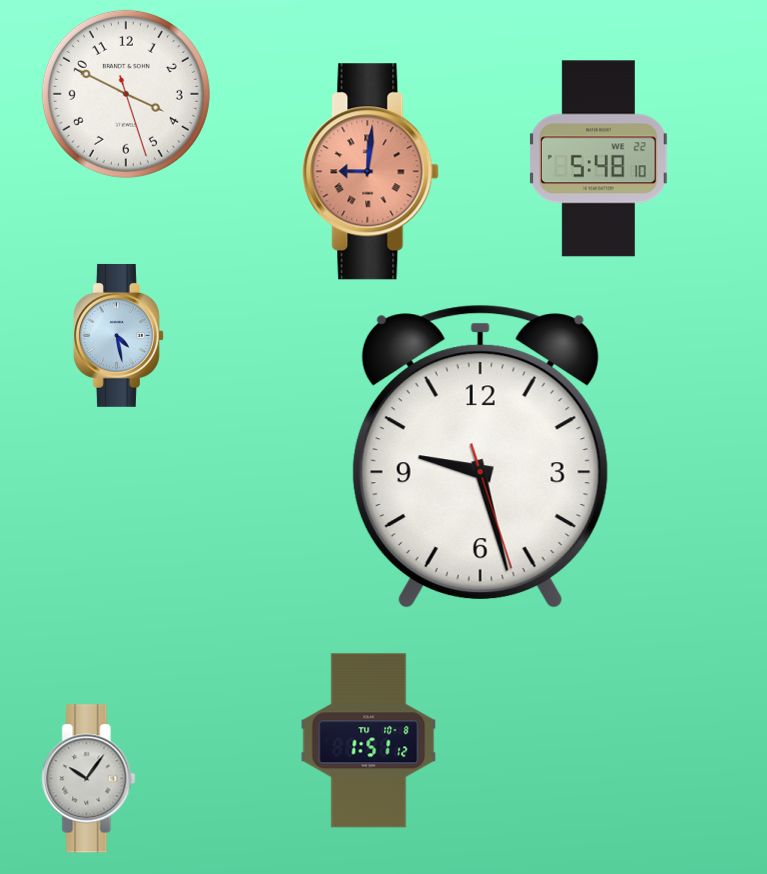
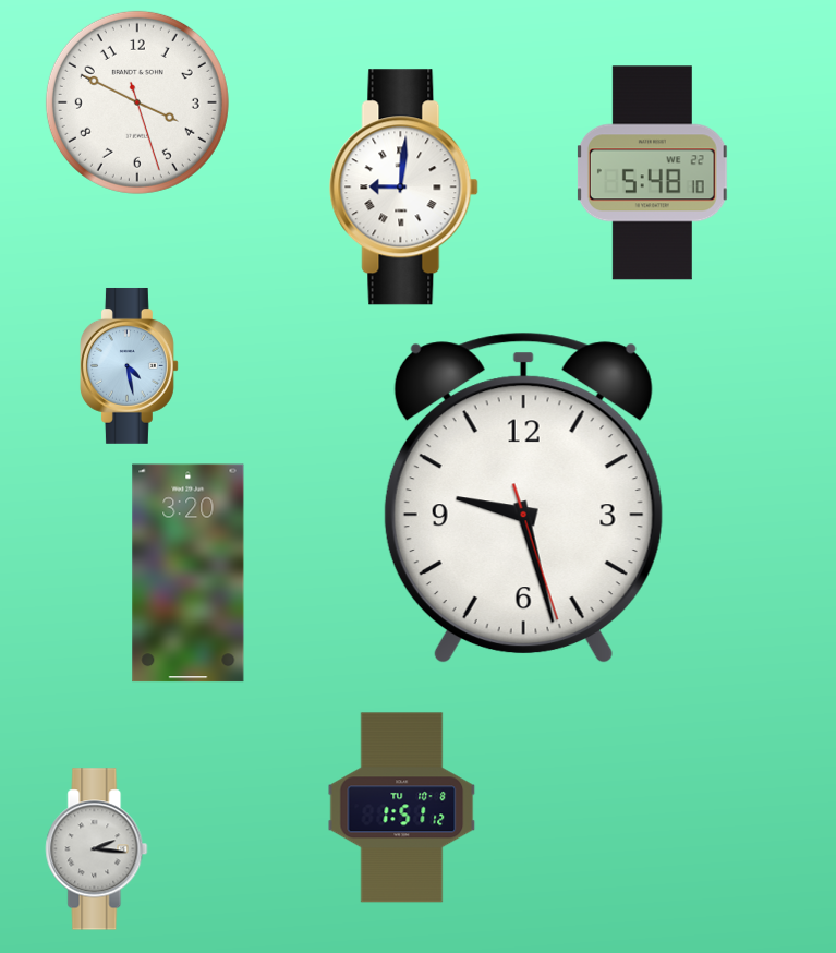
clock at (371, 172) dial: salmon -> white
clock at (189, 574): none -> 3:20
clock at (89, 779): 10:06 -> 2:16
